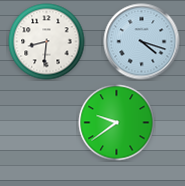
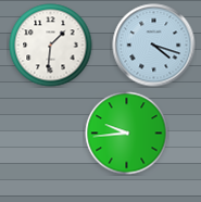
clock at (47, 42): 8:31 -> 1:31
clock at (117, 123): 9:39 -> 9:44
